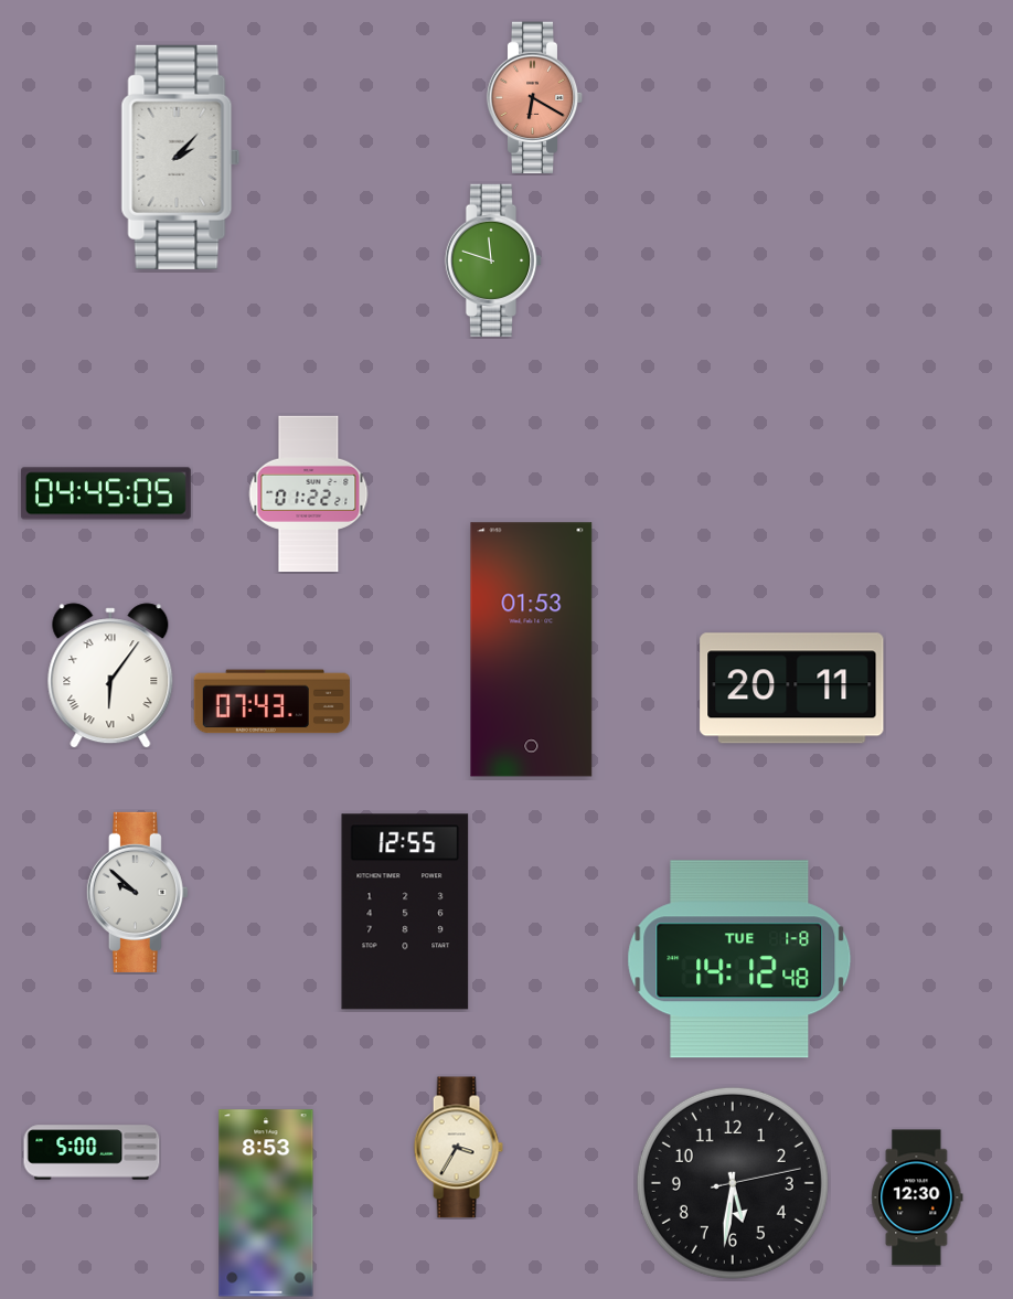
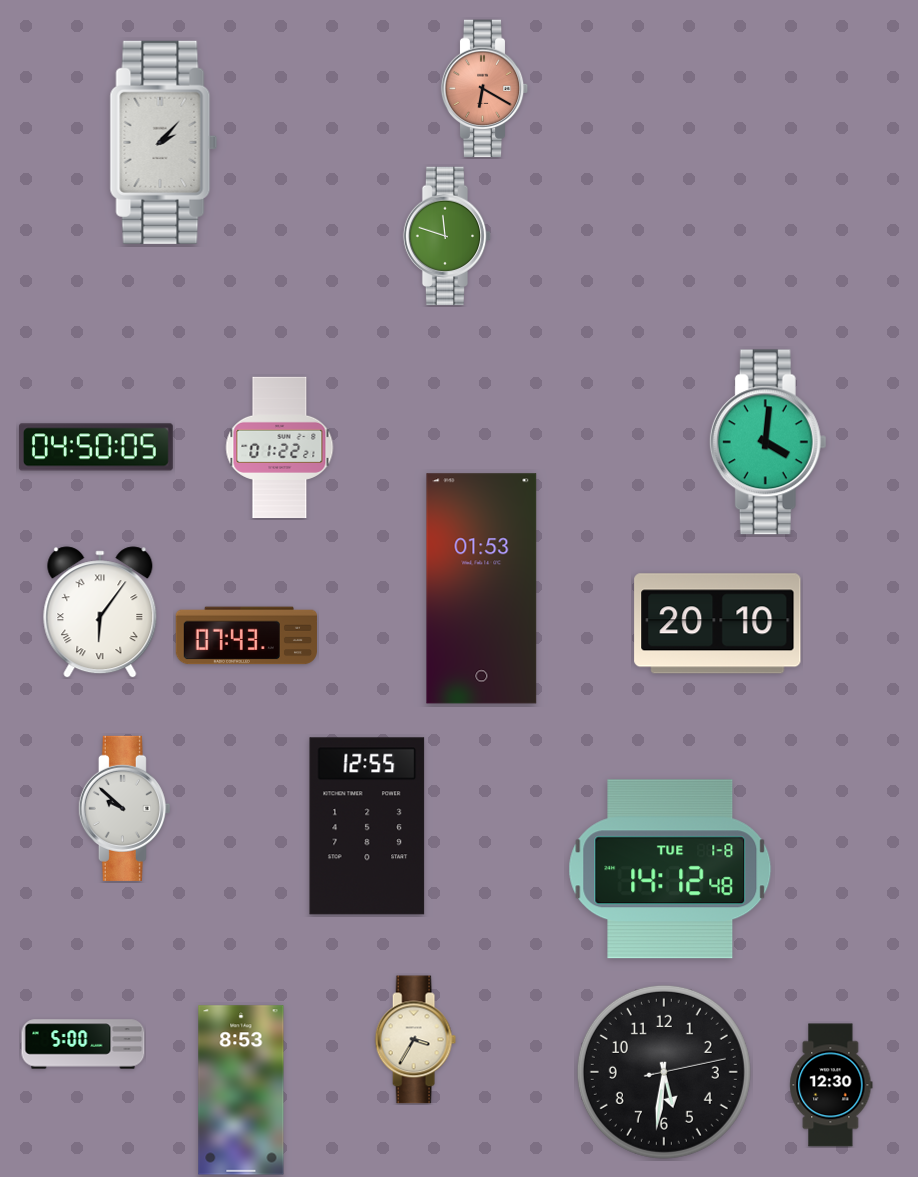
clock at (768, 442): none -> 4:01
clock at (106, 493): 04:45 -> 04:50
clock at (792, 689): 20:11 -> 20:10
